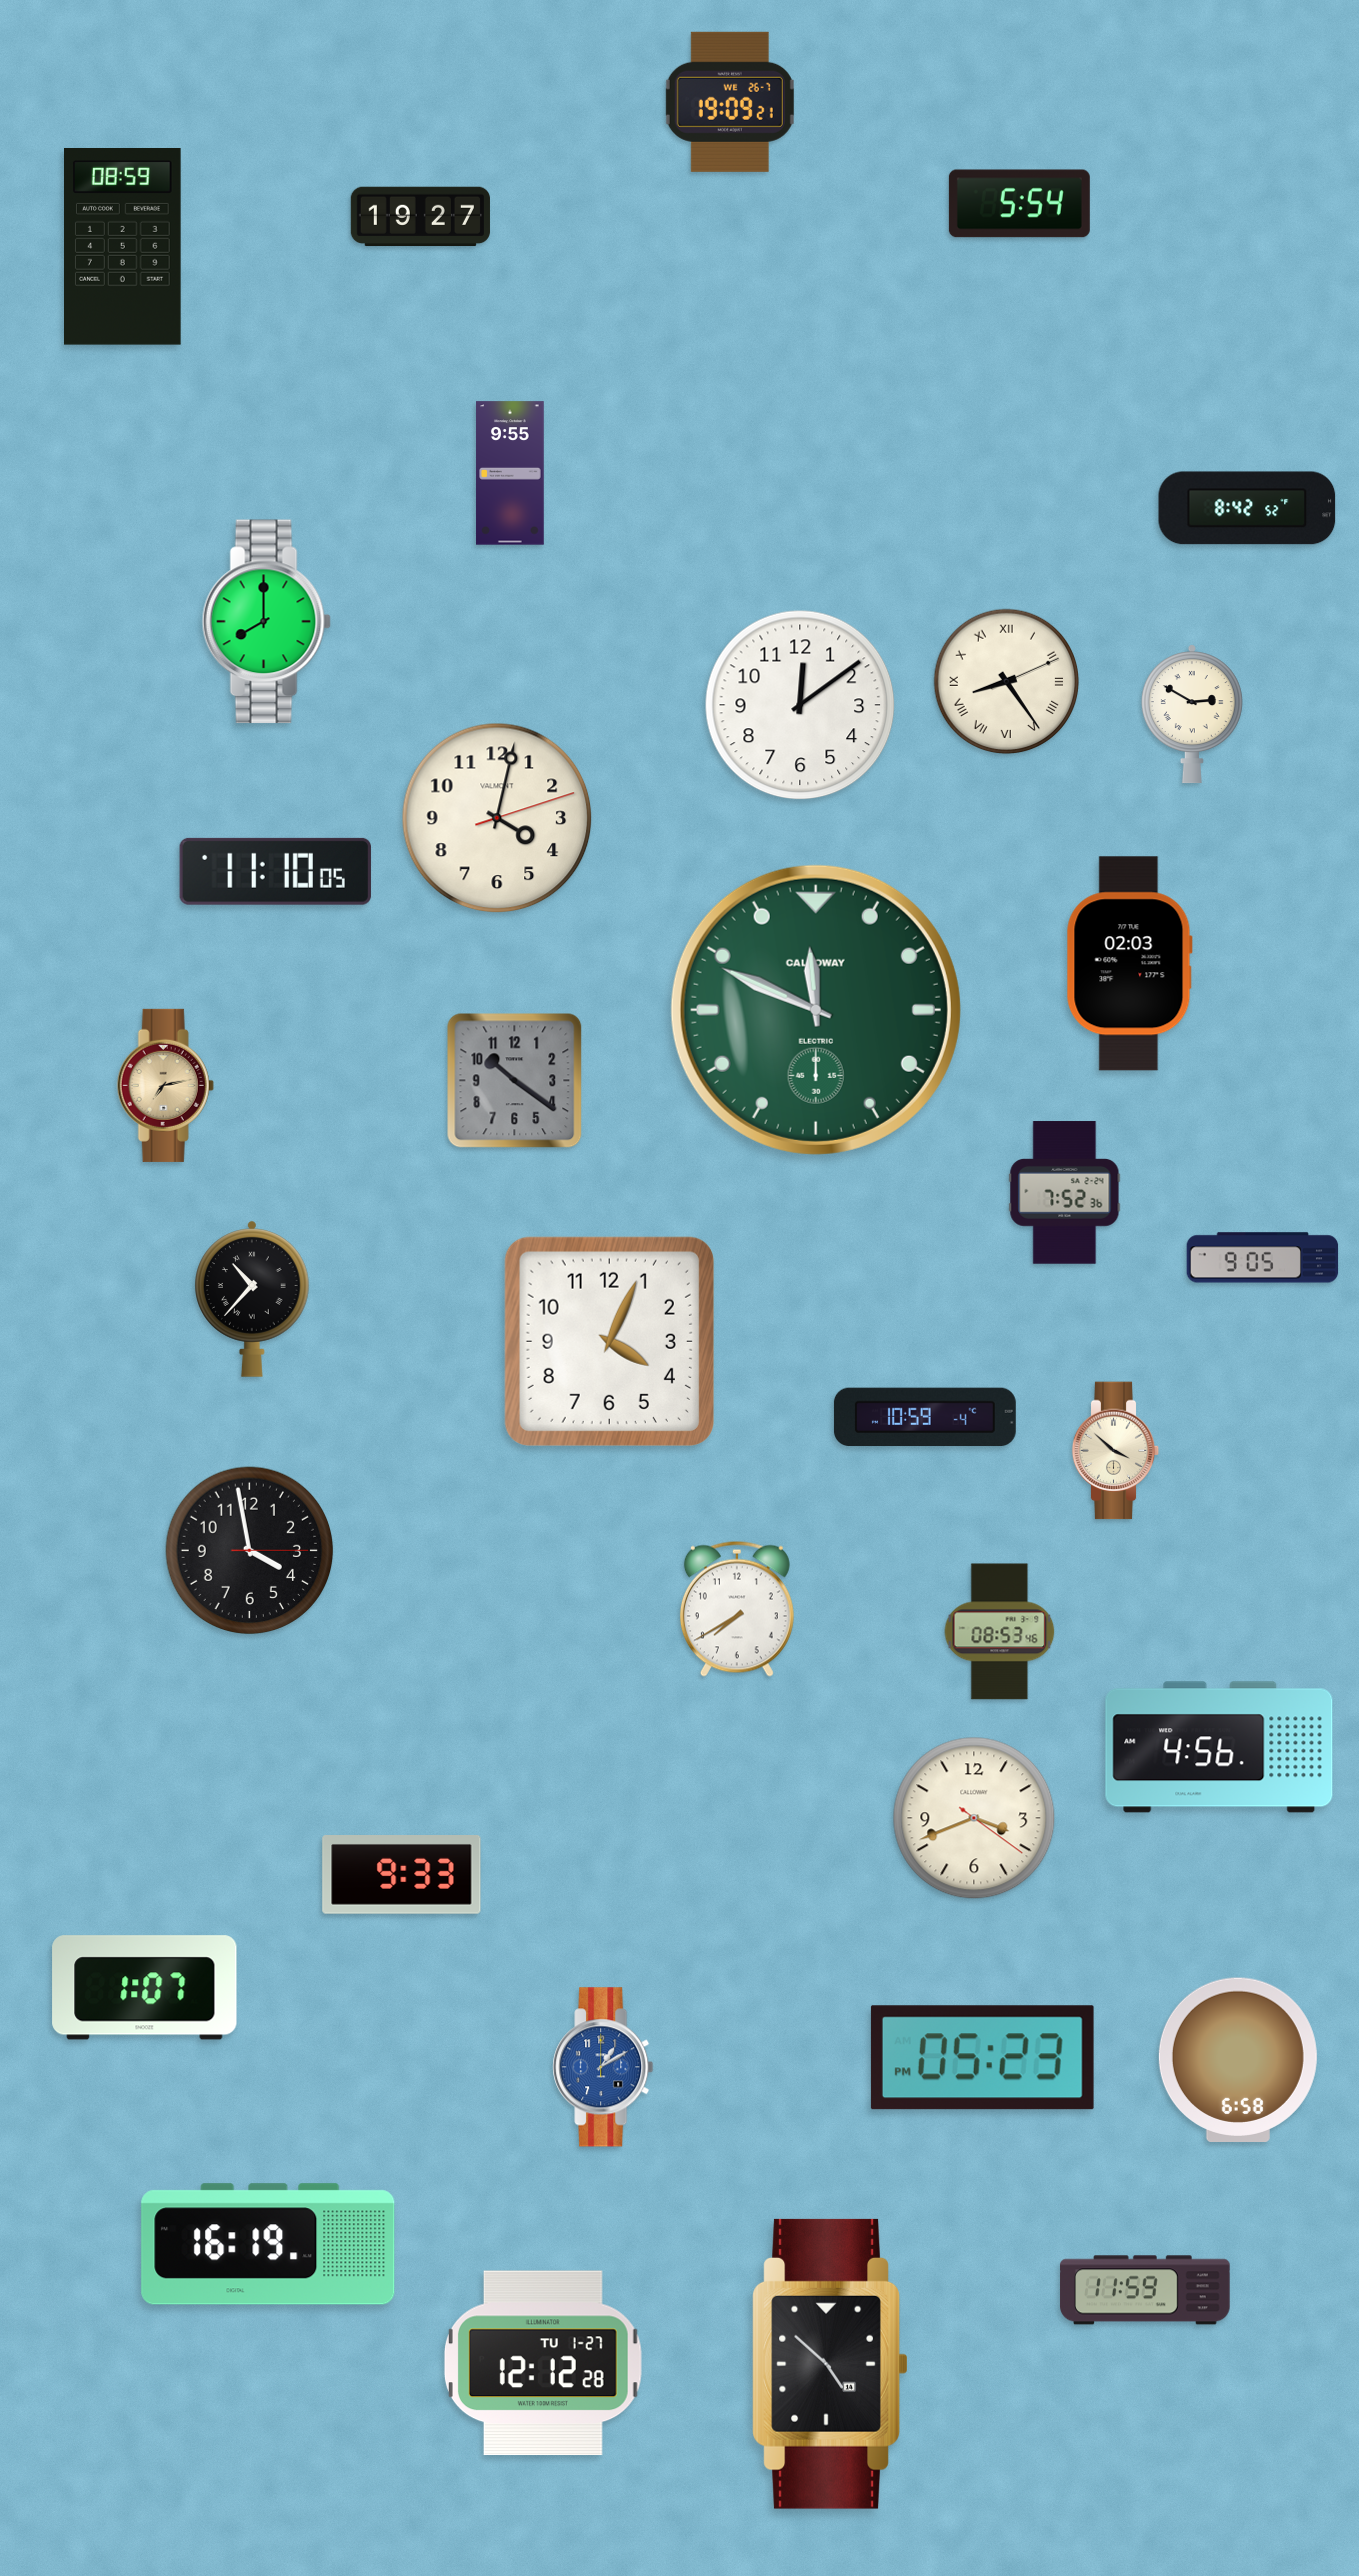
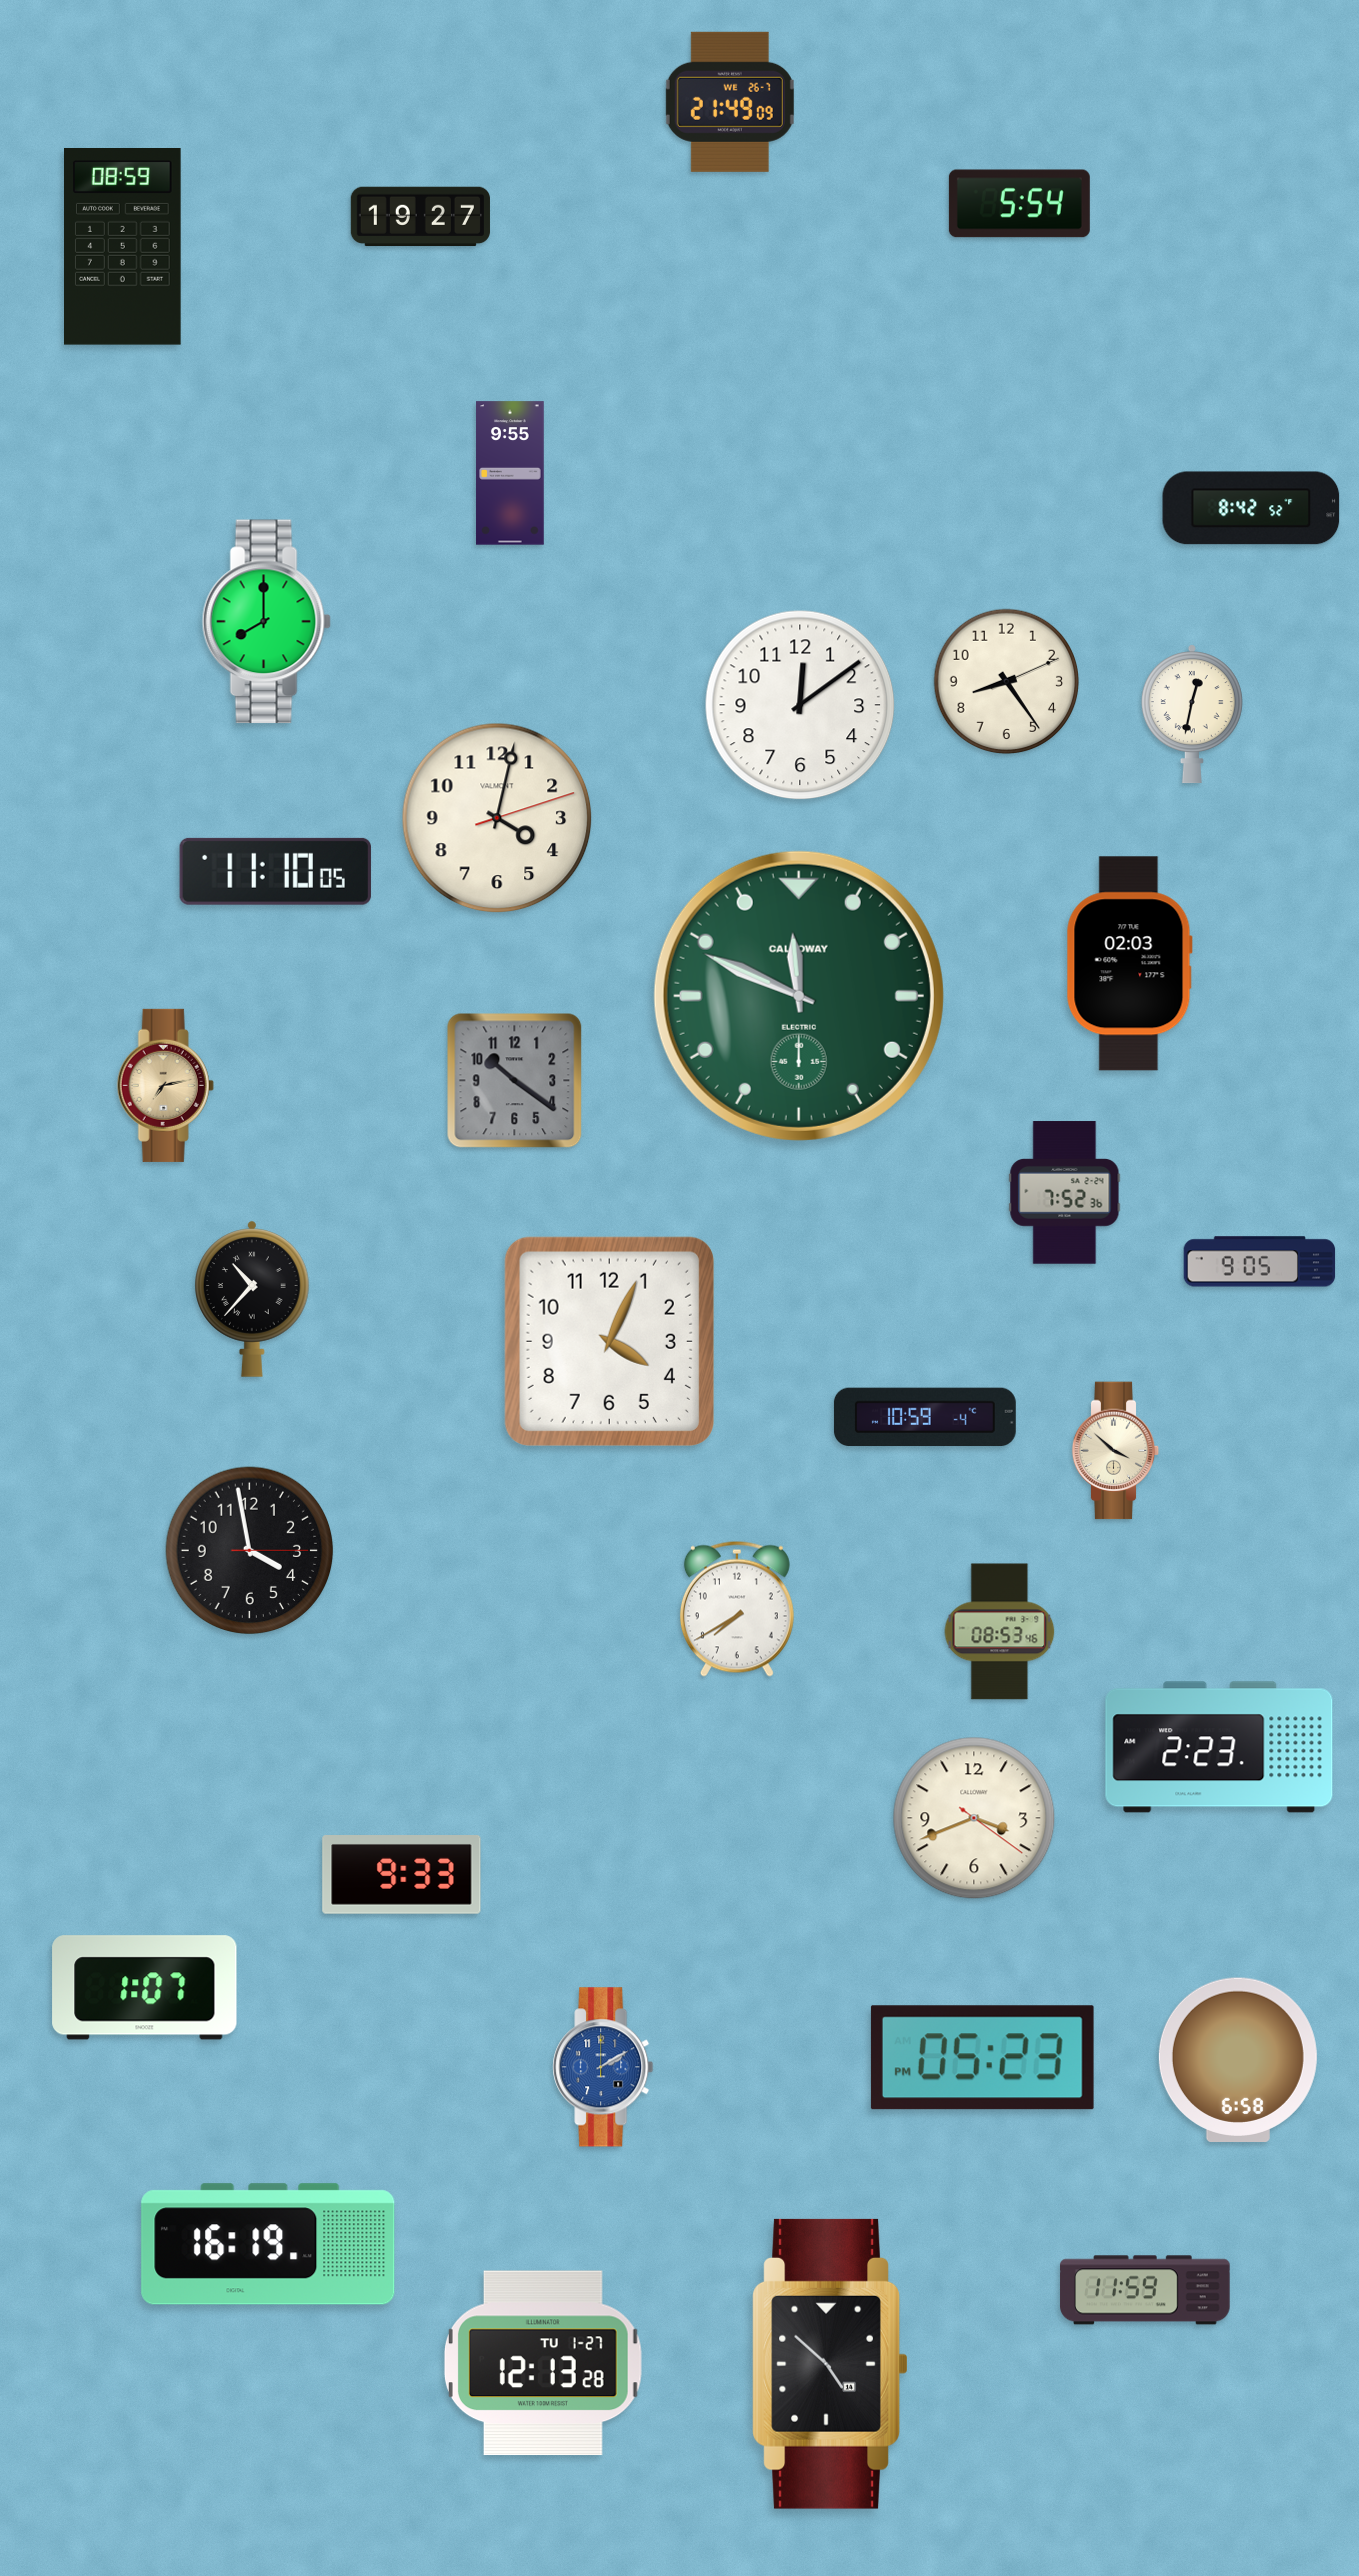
clock at (730, 102): 19:09 -> 21:49
clock at (1247, 508) position: (1247, 508) -> (1251, 508)
clock at (1007, 682) numerals: Roman -> Arabic
clock at (1192, 714): 2:50 -> 12:32
clock at (816, 1010) position: (816, 1010) -> (799, 996)
clock at (1263, 1258) position: (1263, 1258) -> (1260, 1262)
clock at (1219, 1747): 4:56 -> 2:23
clock at (603, 2067): 1:10 -> 2:10
clock at (543, 2363): 12:12 -> 12:13
